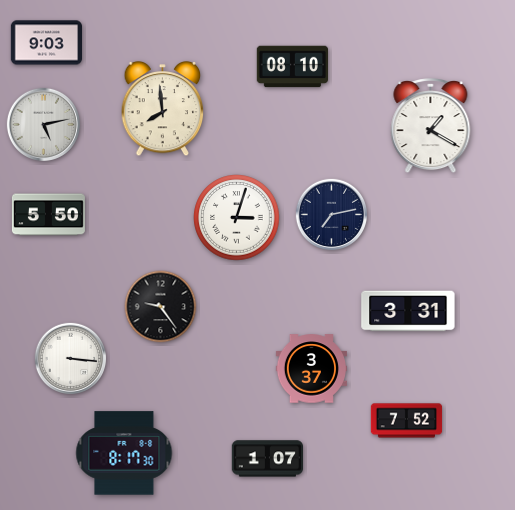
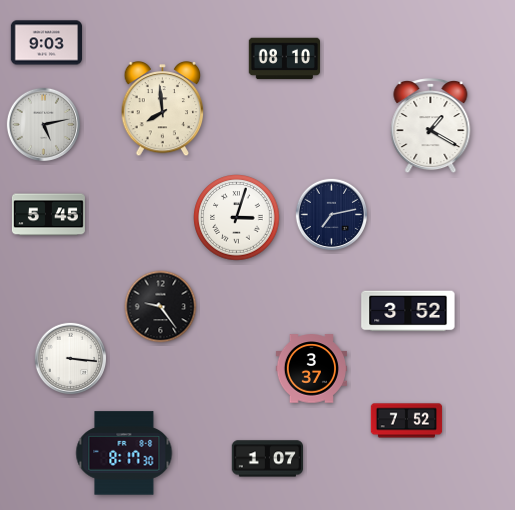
clock at (292, 67) position: (292, 67) -> (284, 59)
clock at (48, 215): 5:50 -> 5:45
clock at (408, 311): 3:31 -> 3:52
